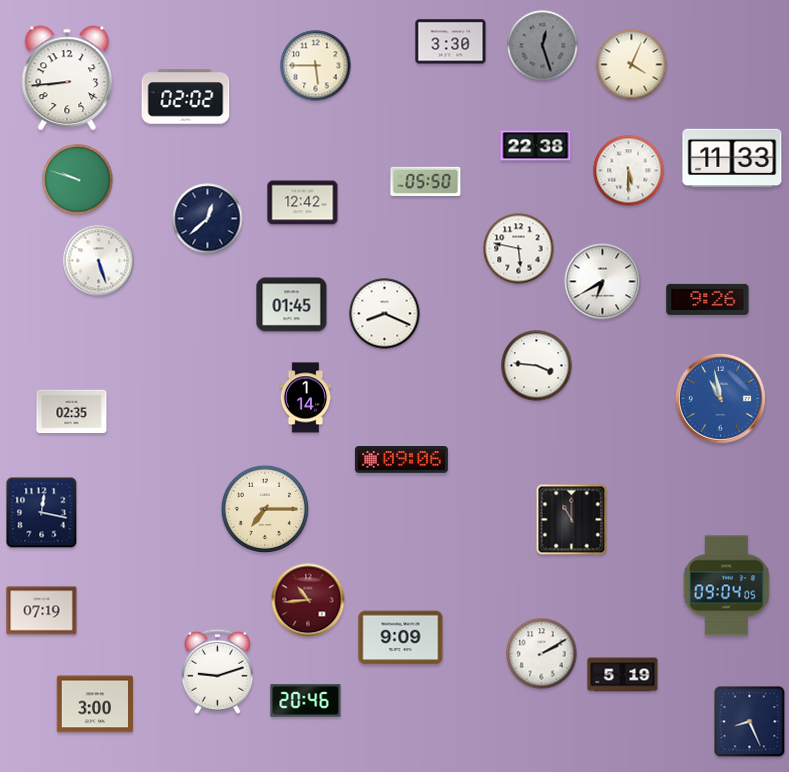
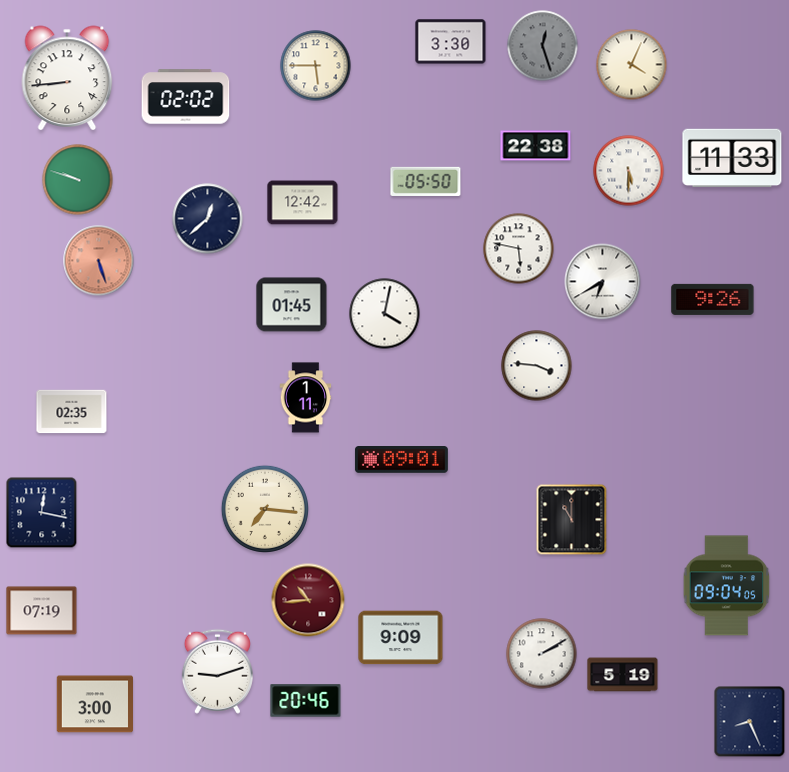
clock at (99, 261) dial: white -> salmon
clock at (708, 299) position: (708, 299) -> (713, 299)
clock at (385, 314): 8:19 -> 4:02
clock at (306, 398): 1:14 -> 1:11
clock at (720, 398): 10:58 -> none
clock at (401, 460): 09:06 -> 09:01
clock at (265, 509): 7:15 -> 7:16
